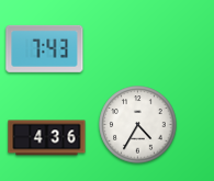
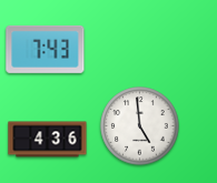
clock at (138, 125): 4:35 -> 4:59
